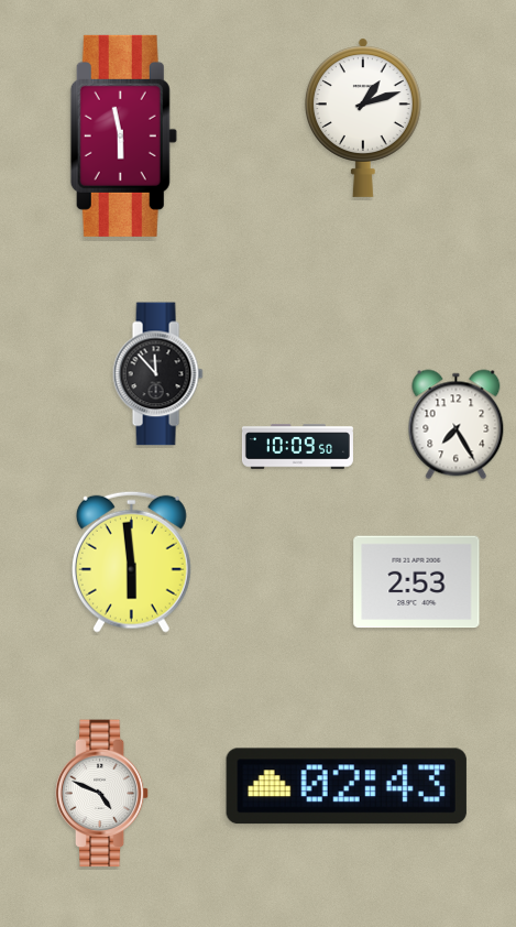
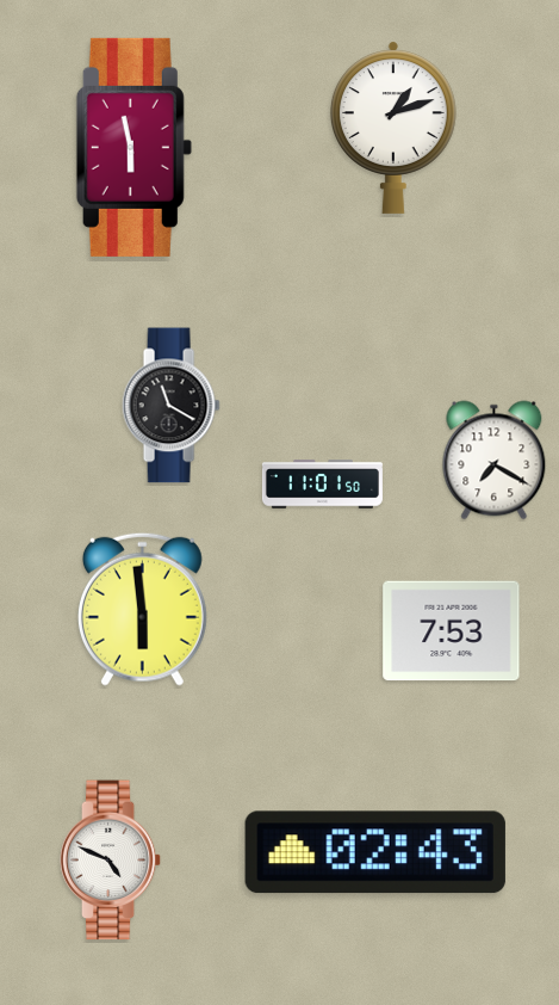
clock at (157, 374): 11:53 -> 11:20
clock at (457, 425): 7:25 -> 7:20
clock at (297, 447): 10:09 -> 11:01
clock at (417, 582): 2:53 -> 7:53
